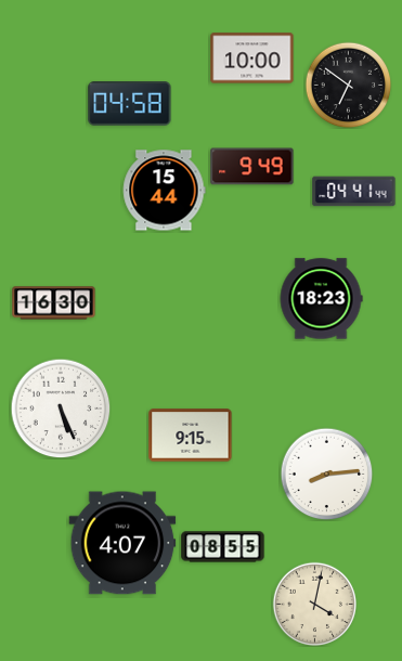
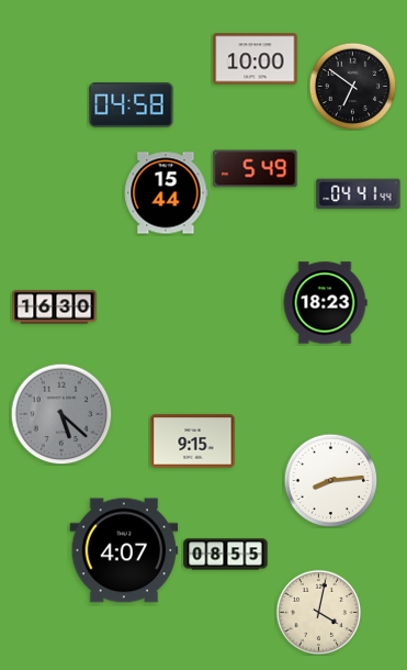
clock at (252, 167): 9:49 -> 5:49
clock at (61, 409): 5:26 -> 5:22
clock at (61, 409) dial: white -> grey
